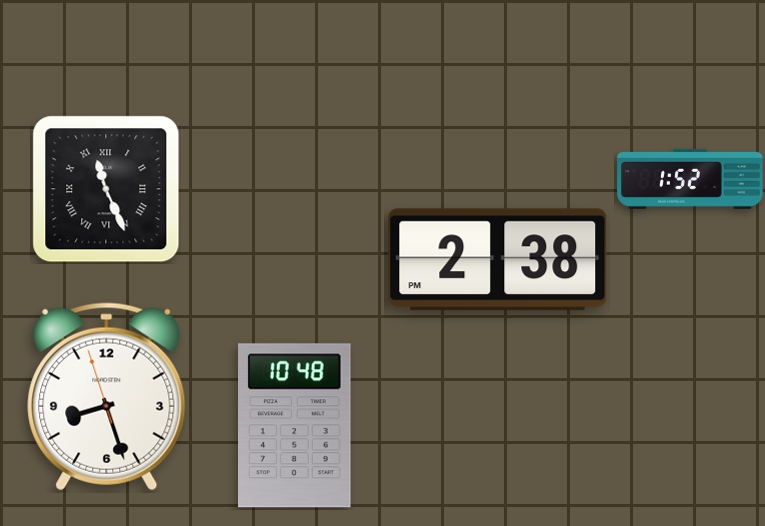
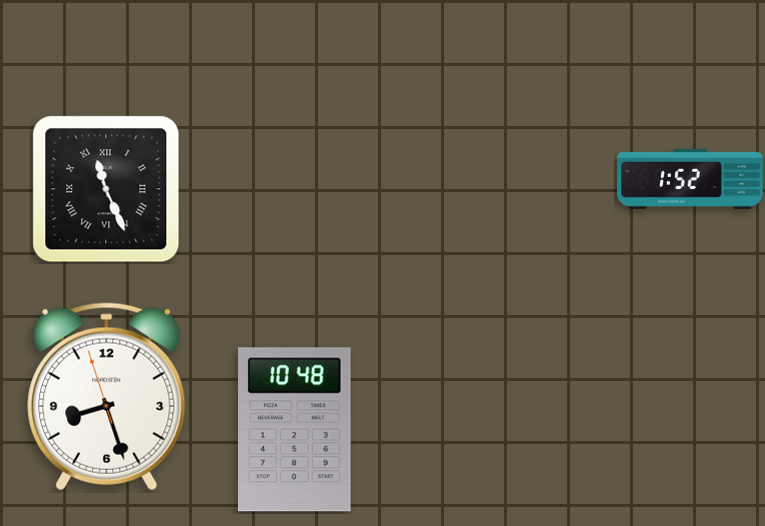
clock at (498, 260): 2:38 -> none
clock at (295, 426) position: (295, 426) -> (295, 430)
